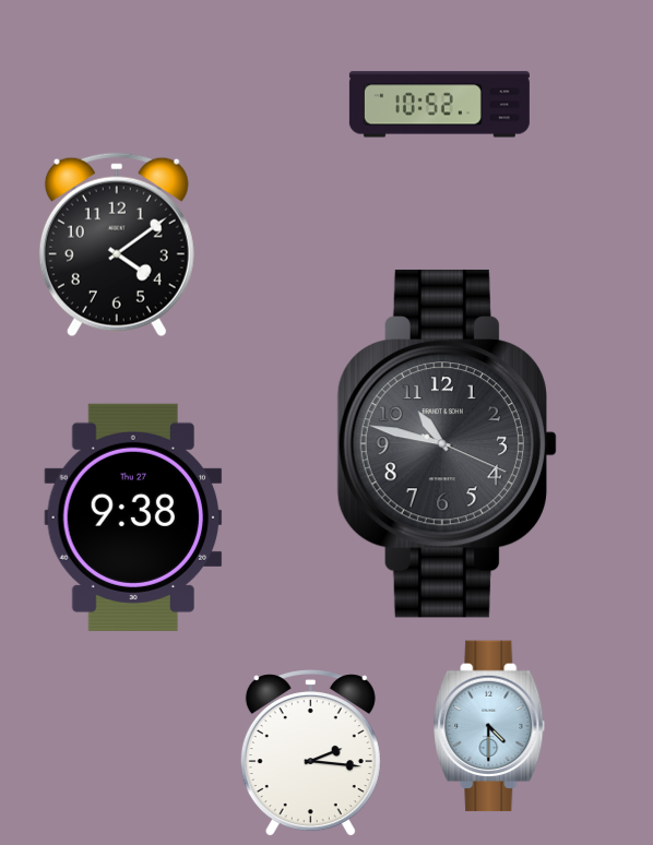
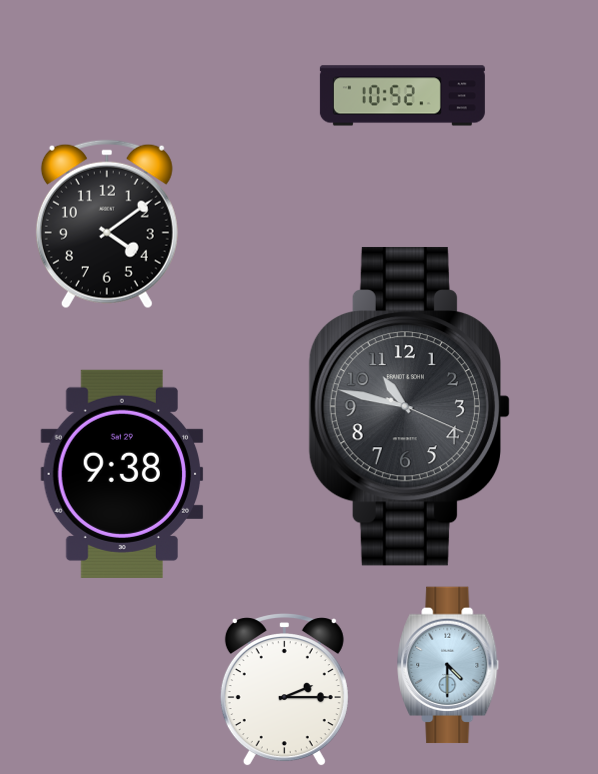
clock at (133, 517) date: Thu 27 -> Sat 29
clock at (310, 753): 2:16 -> 2:15
